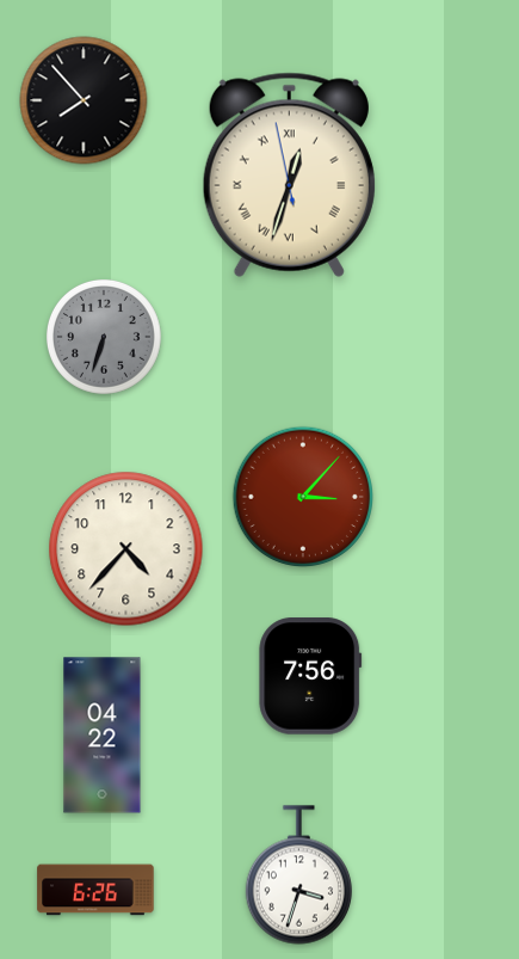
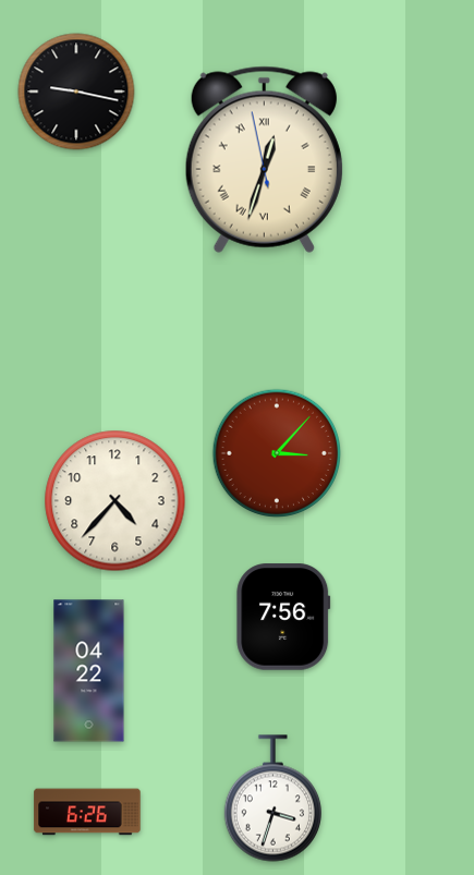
clock at (84, 100): 7:53 -> 9:17
clock at (104, 337): 6:33 -> none
clock at (103, 736) position: (103, 736) -> (89, 671)
